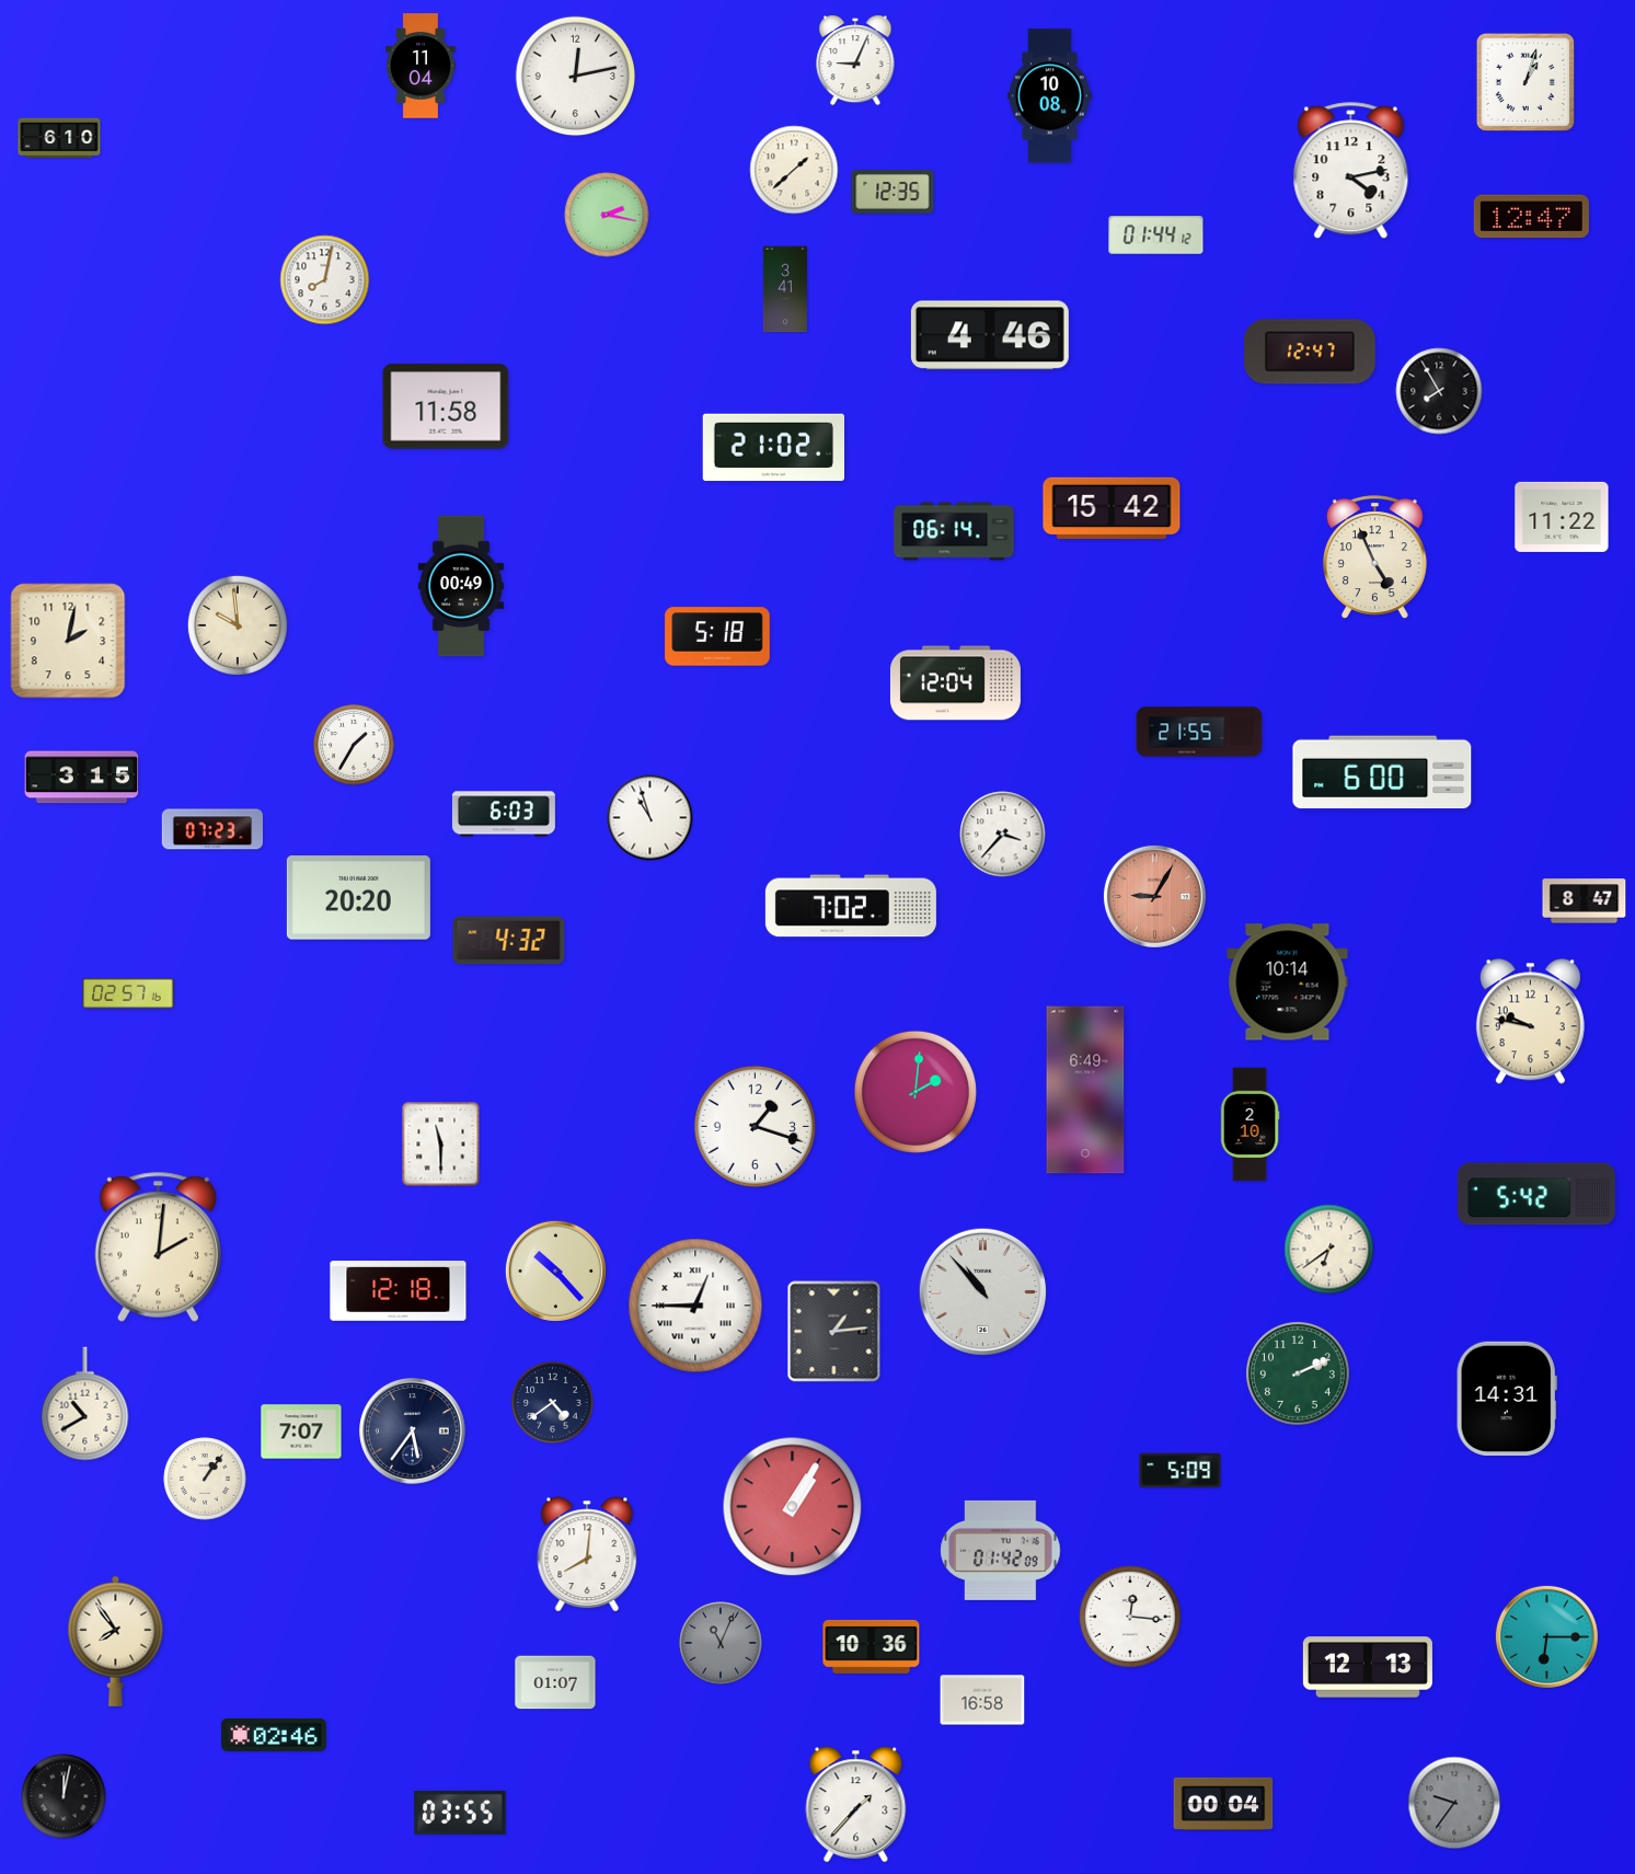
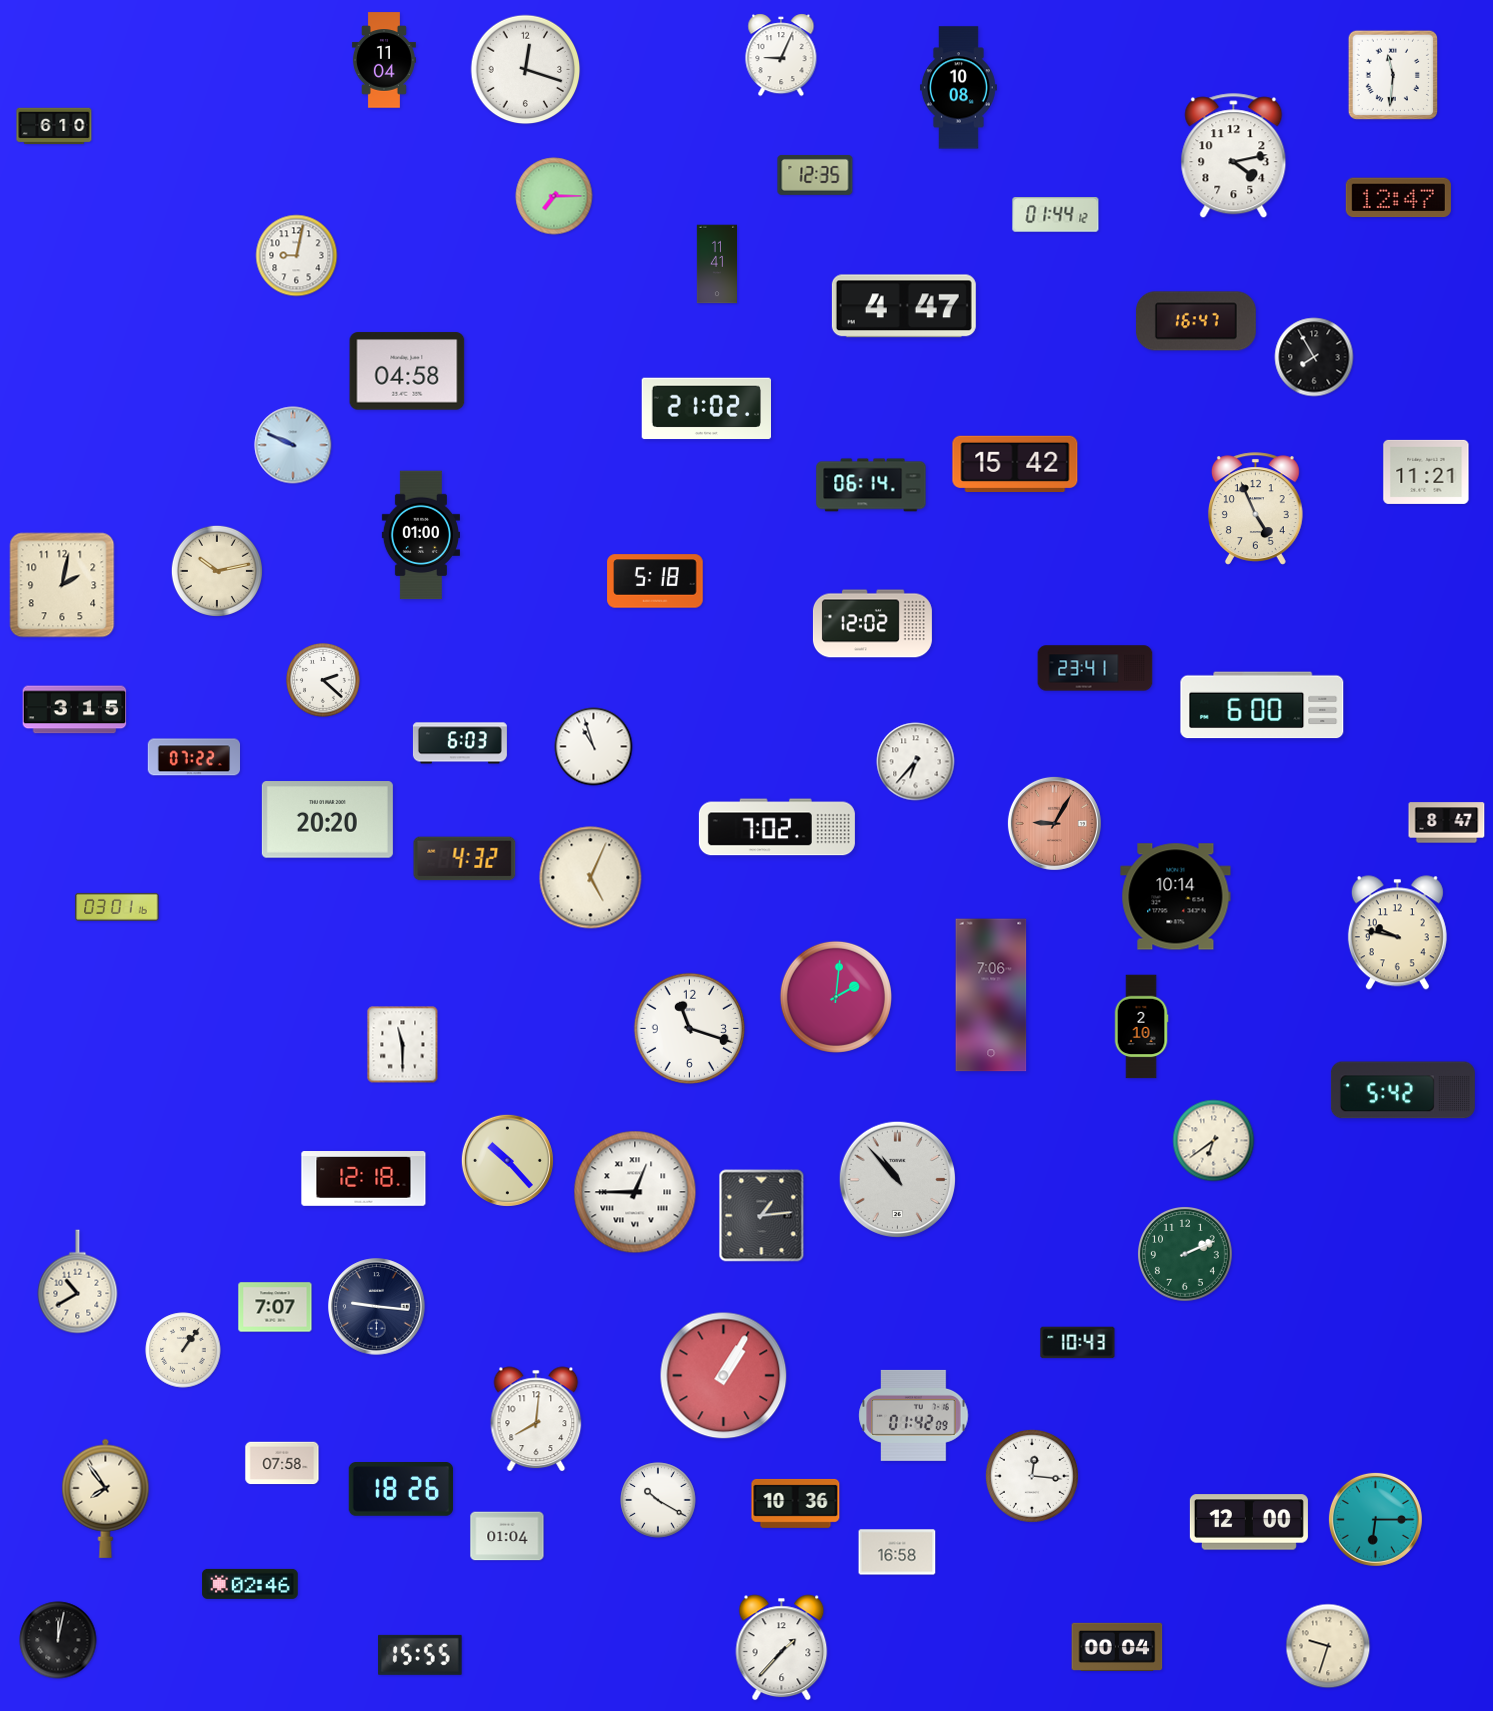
clock at (576, 77): 12:13 -> 12:18
clock at (1525, 82): 1:03 -> 11:31
clock at (794, 170): 1:38 -> none
clock at (607, 215): 2:17 -> 7:15
clock at (325, 280): 8:02 -> 9:02
clock at (784, 289): 3:41 -> 11:41
clock at (990, 335): 4:46 -> 4:47
clock at (1310, 352): 12:47 -> 16:47
clock at (446, 406): 11:58 -> 04:58
clock at (293, 445): none -> 9:49
clock at (1562, 517): 11:22 -> 11:21
clock at (461, 586): 00:49 -> 01:00
clock at (238, 625): 9:59 -> 10:13
clock at (955, 683): 12:04 -> 12:02
clock at (1199, 732): 21:55 -> 23:41
clock at (355, 746): 1:35 -> 2:22
clock at (211, 829): 07:23 -> 07:22
clock at (1003, 835): 3:37 -> 6:37
clock at (1154, 896) position: (1154, 896) -> (1054, 823)
clock at (591, 878): none -> 5:04
clock at (128, 993): 02:57 -> 03:01
clock at (1085, 1090): 6:49 -> 7:06
clock at (755, 1126): 1:18 -> 11:18
clock at (158, 1246): 2:01 -> none
clock at (1507, 1398): 14:31 -> none
clock at (553, 1403): 4:39 -> none
clock at (413, 1432): 5:36 -> 9:16
clock at (1181, 1471): 5:09 -> 10:43
clock at (205, 1479) position: (205, 1479) -> (183, 1350)
clock at (282, 1463): none -> 07:58
clock at (401, 1489): none -> 18:26
clock at (1546, 1636) position: (1546, 1636) -> (1375, 1519)
clock at (721, 1643): 11:04 -> 10:20
clock at (721, 1643) dial: grey -> white
clock at (1368, 1667): 12:13 -> 12:00
clock at (555, 1682): 01:07 -> 01:04
clock at (1454, 1803): 9:36 -> 9:33
clock at (1454, 1803) dial: grey -> cream
clock at (460, 1813): 03:55 -> 15:55
